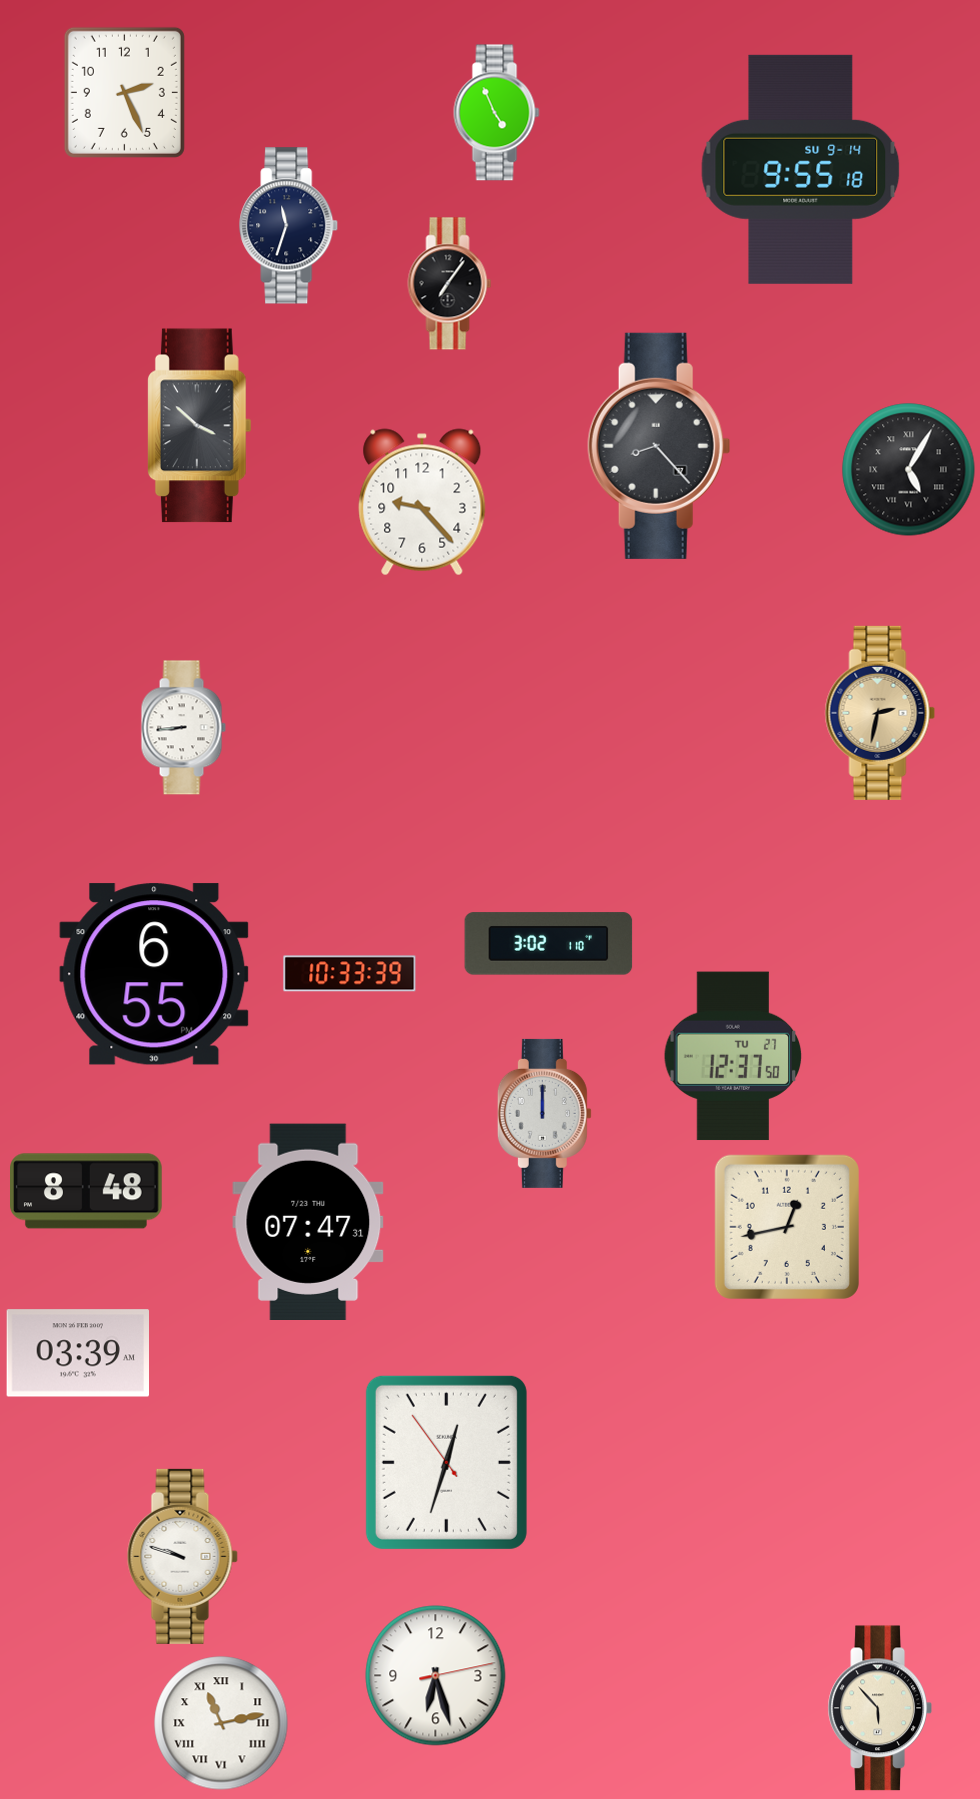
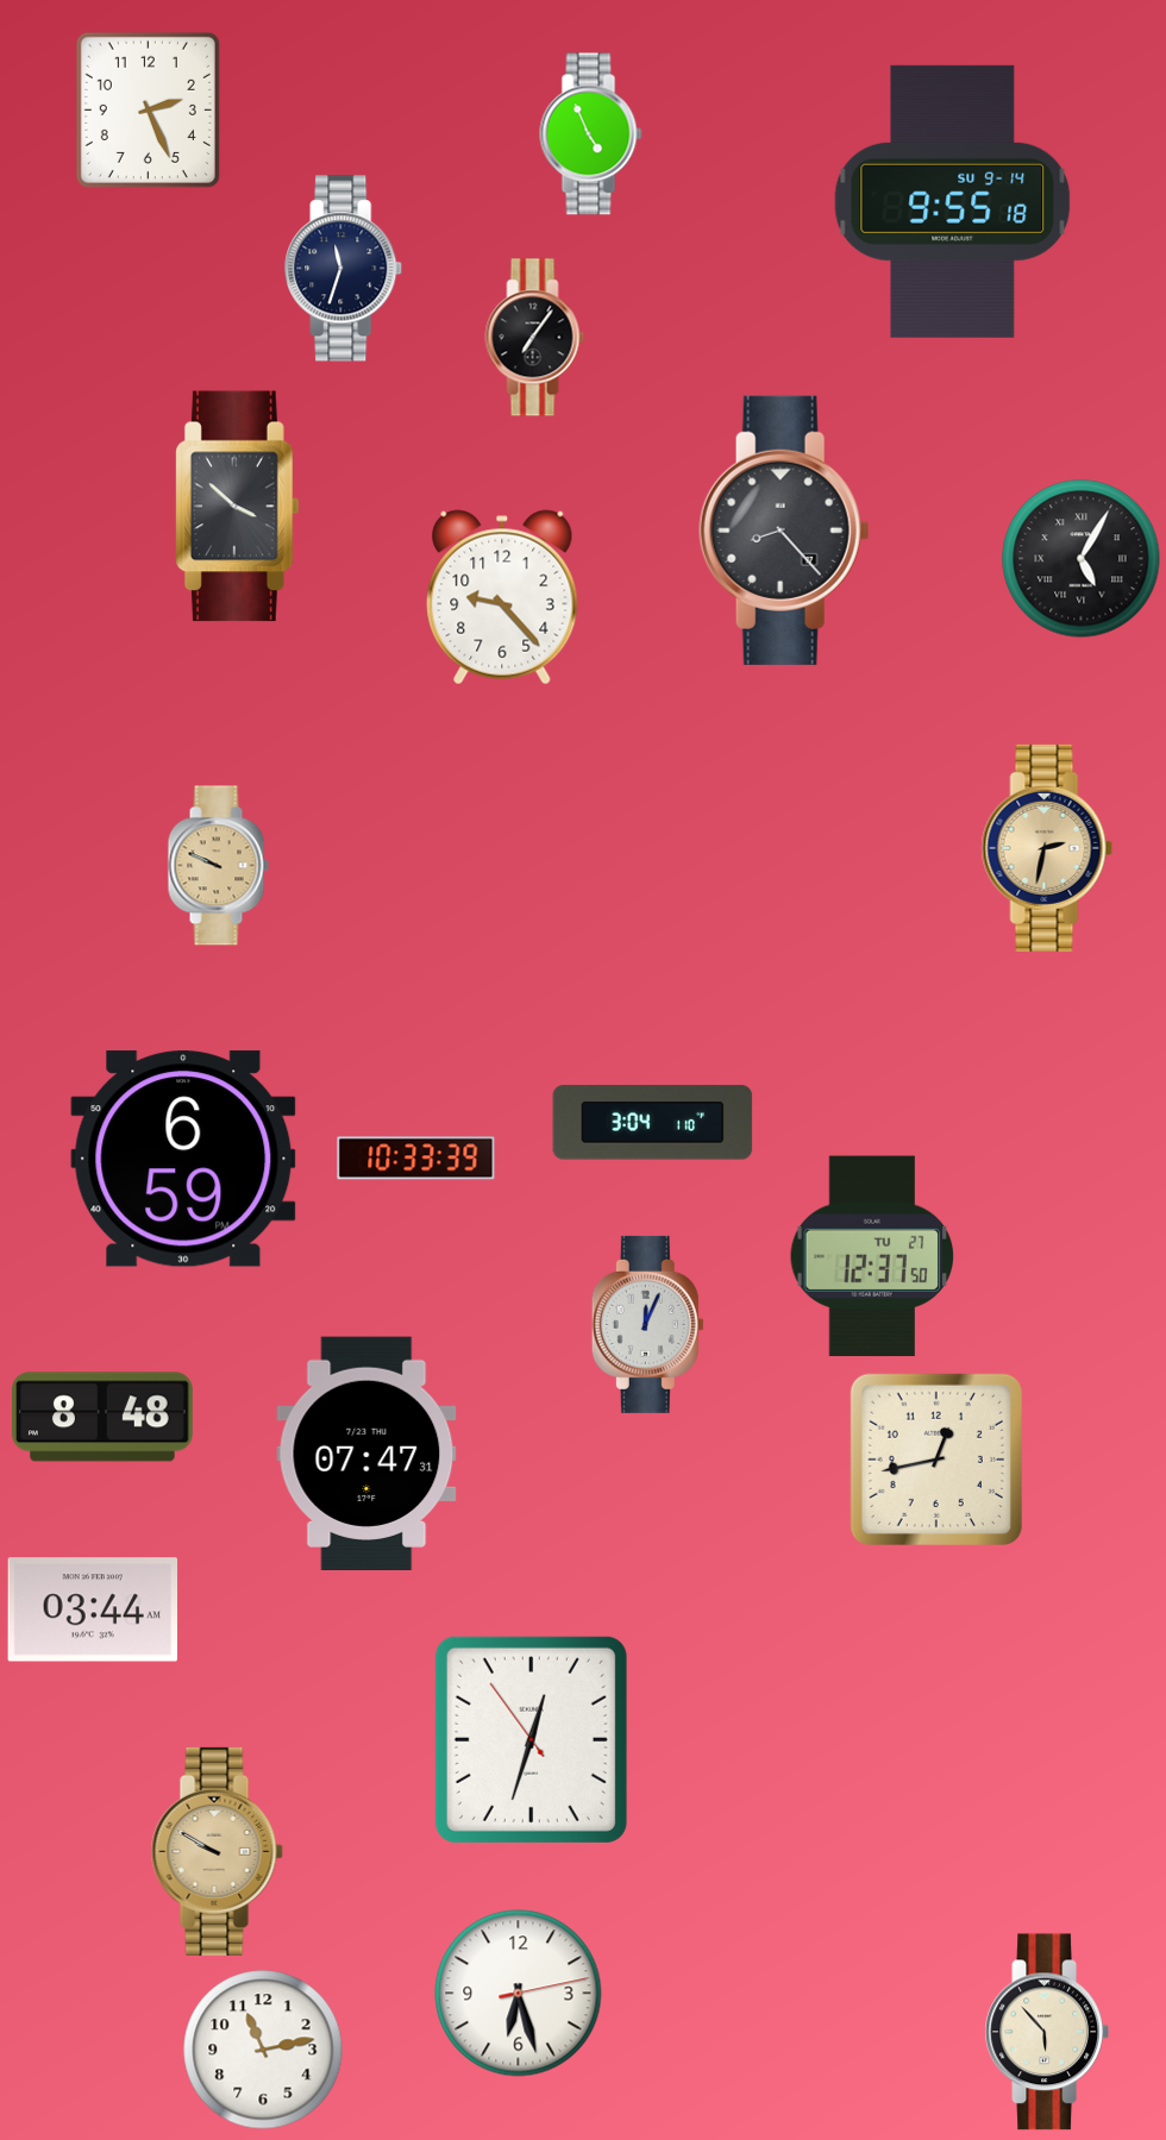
clock at (183, 728): 8:44 -> 9:49
clock at (183, 728) dial: white -> champagne
clock at (549, 944): 3:02 -> 3:04
clock at (154, 974): 6:55 -> 6:59
clock at (544, 1113): 12:00 -> 12:04
clock at (77, 1353): 03:39 -> 03:44
clock at (182, 1556): 9:48 -> 9:50
clock at (182, 1556) dial: white -> champagne
clock at (221, 1723) numerals: Roman -> Arabic
